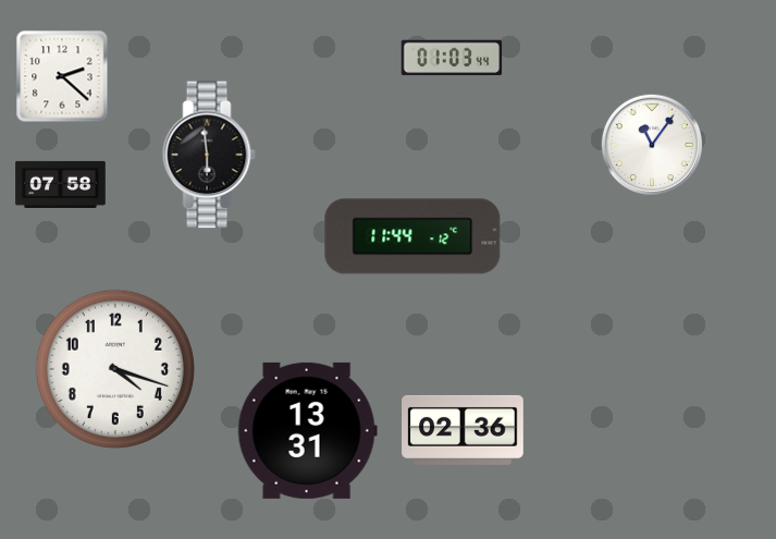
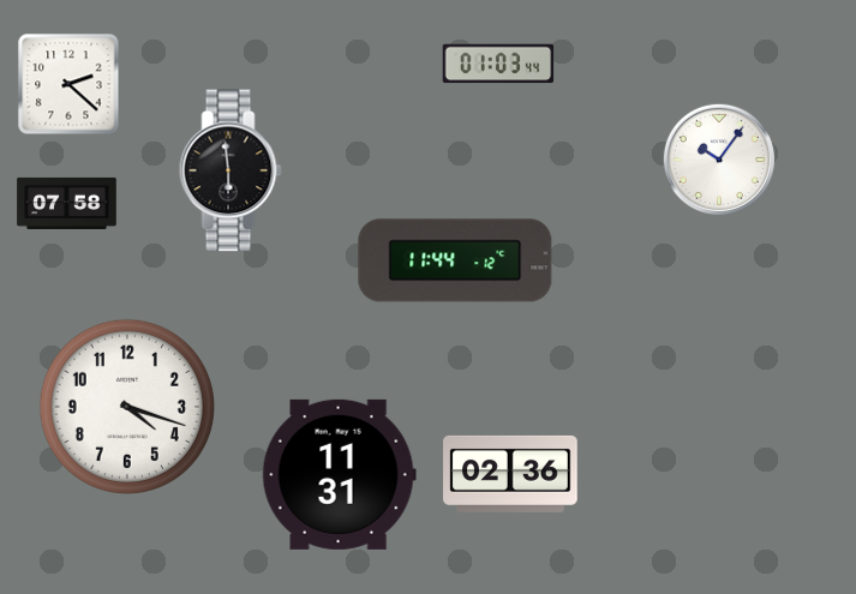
clock at (651, 144): 11:06 -> 10:06
clock at (307, 430): 13:31 -> 11:31
